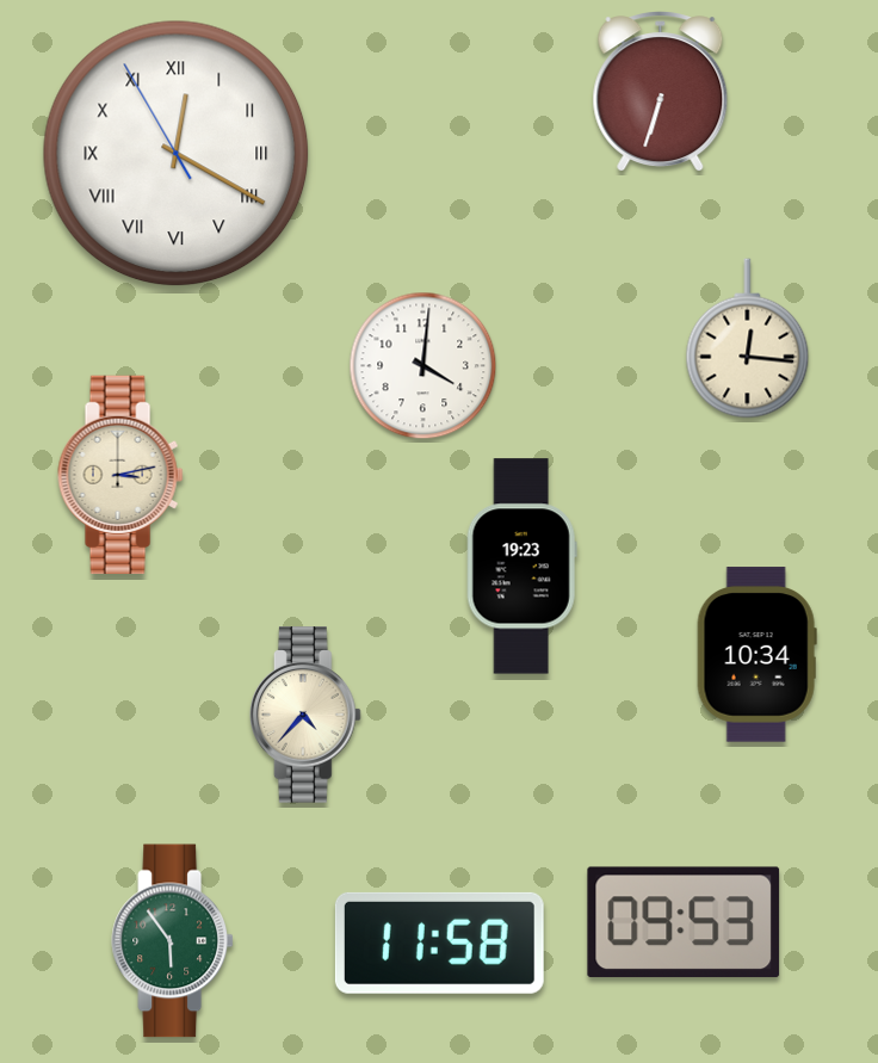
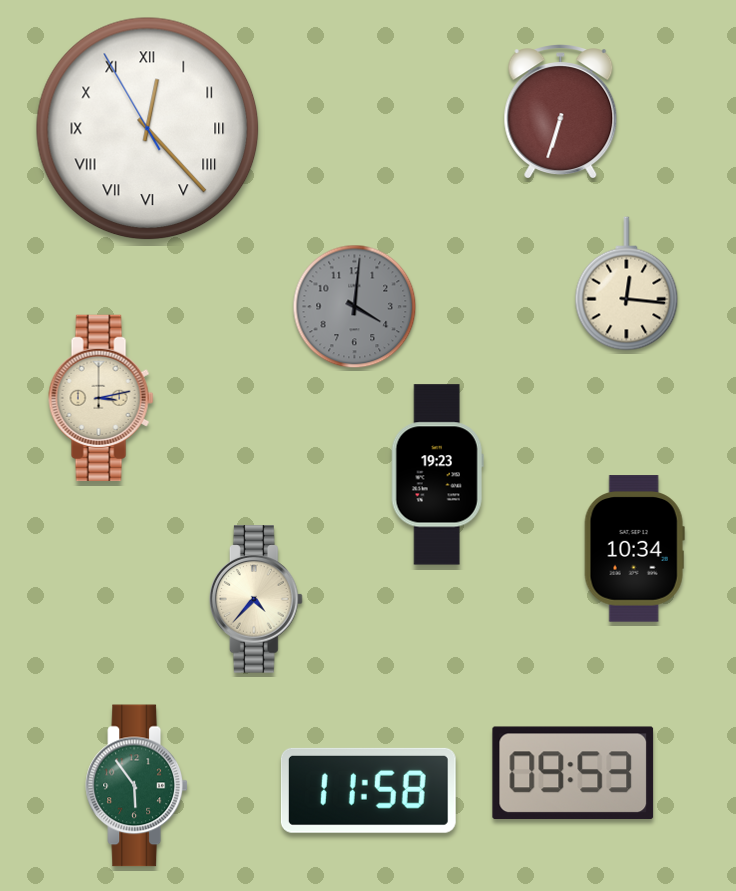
clock at (661, 91) position: (661, 91) -> (561, 111)
clock at (177, 154): 12:19 -> 12:22
clock at (423, 366) dial: white -> grey
clock at (172, 941) position: (172, 941) -> (136, 786)
